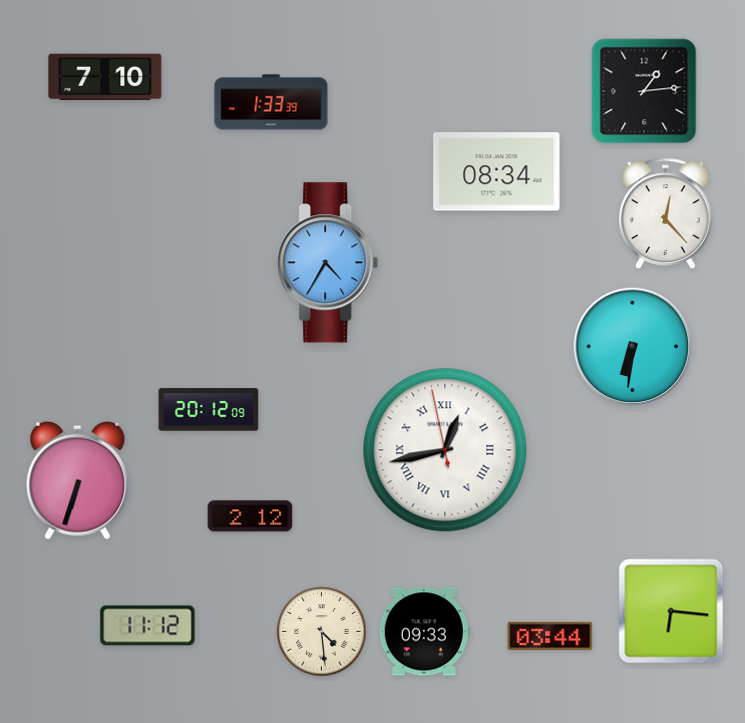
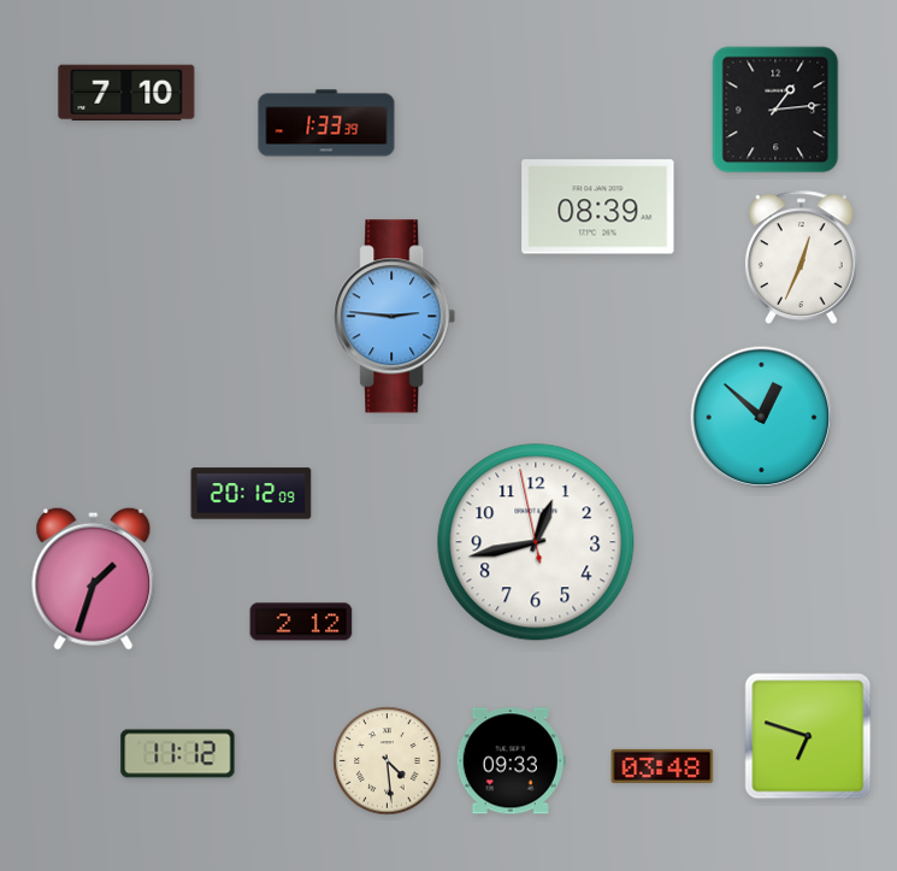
clock at (497, 172): 08:34 -> 08:39
clock at (666, 213): 12:23 -> 12:34
clock at (328, 263): 4:35 -> 2:46
clock at (633, 347): 6:31 -> 12:52
clock at (445, 450) numerals: Roman -> Arabic
clock at (78, 480): 6:33 -> 1:33
clock at (671, 611): 6:16 -> 6:48
clock at (550, 636): 03:44 -> 03:48
